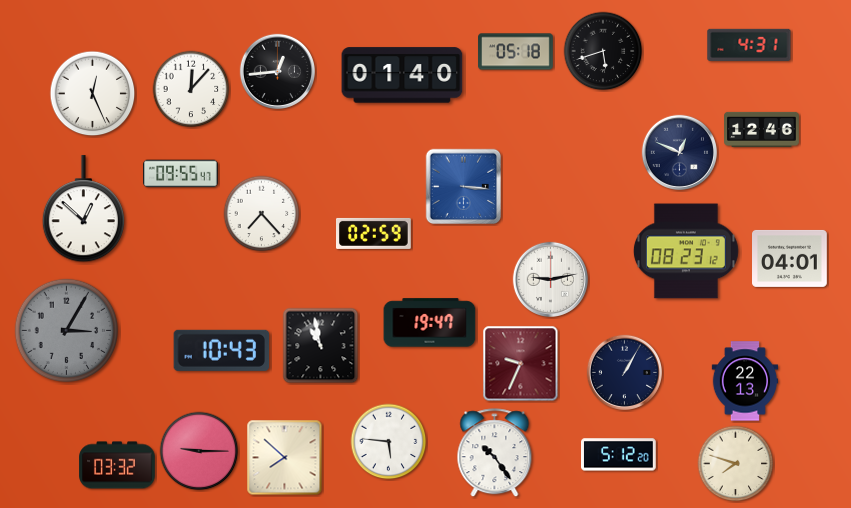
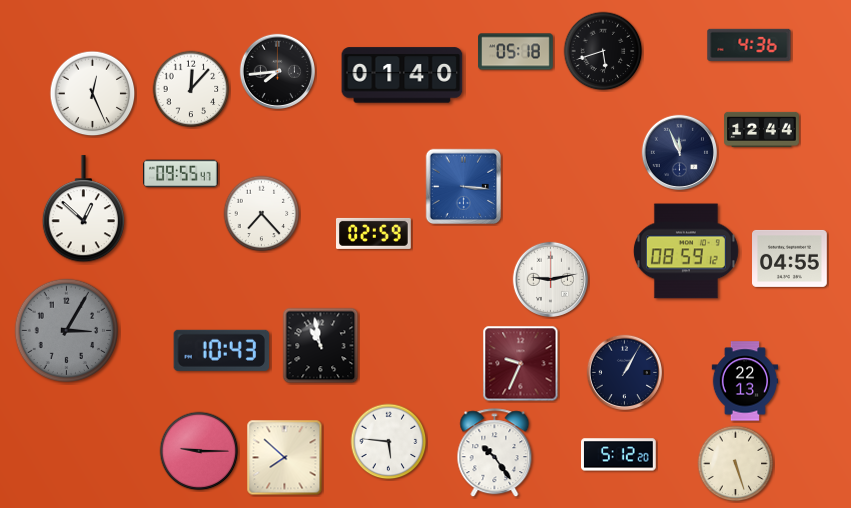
clock at (749, 45): 4:31 -> 4:36
clock at (277, 71): 12:44 -> 7:44
clock at (762, 129): 12:46 -> 12:44
clock at (679, 152): 12:49 -> 11:56
clock at (686, 251): 08:23 -> 08:59
clock at (790, 258): 04:01 -> 04:55
clock at (430, 323): 19:47 -> none
clock at (736, 464): 7:48 -> 5:27
clock at (117, 465): 03:32 -> none
